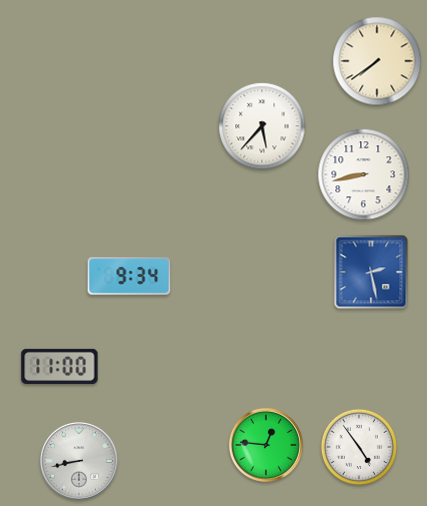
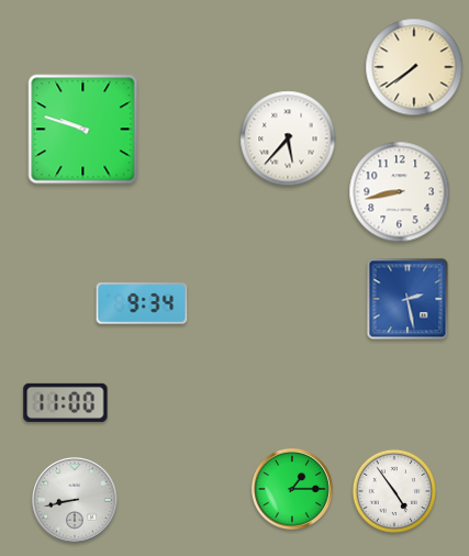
clock at (83, 130): none -> 9:48
clock at (266, 445): 12:46 -> 1:15
clock at (80, 462) position: (80, 462) -> (76, 501)
